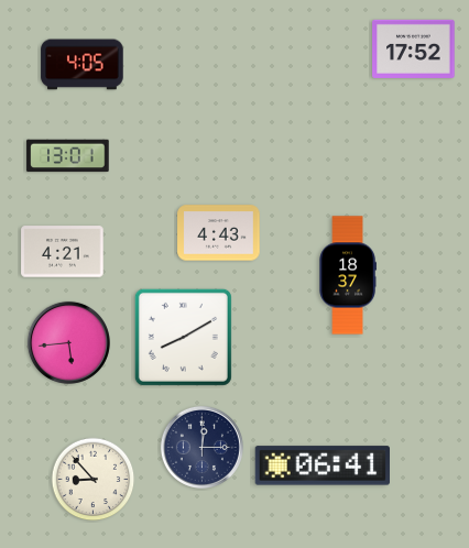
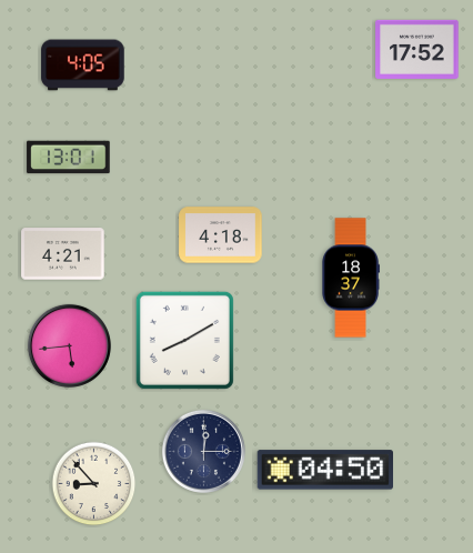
clock at (219, 233): 4:43 -> 4:18
clock at (321, 465): 06:41 -> 04:50
